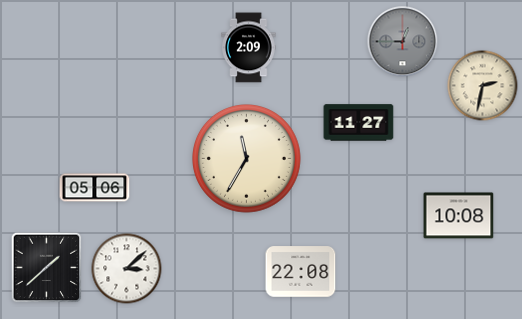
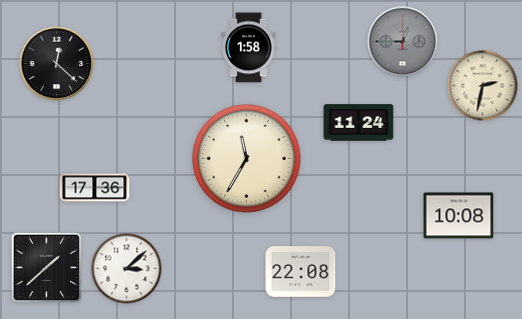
clock at (249, 48): 2:09 -> 1:58
clock at (57, 64): none -> 12:22
clock at (359, 123): 11:27 -> 11:24
clock at (95, 188): 05:06 -> 17:36
